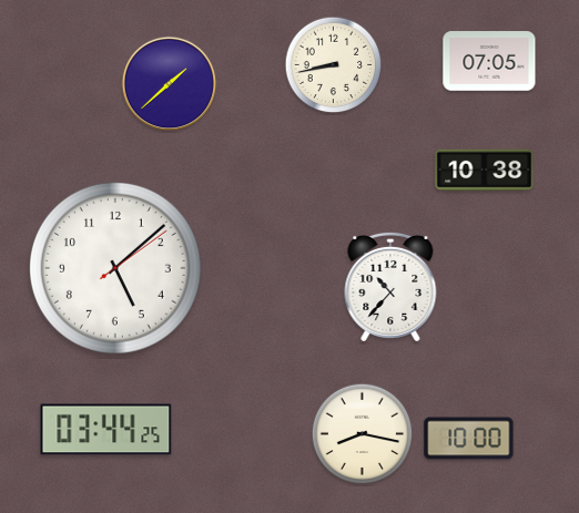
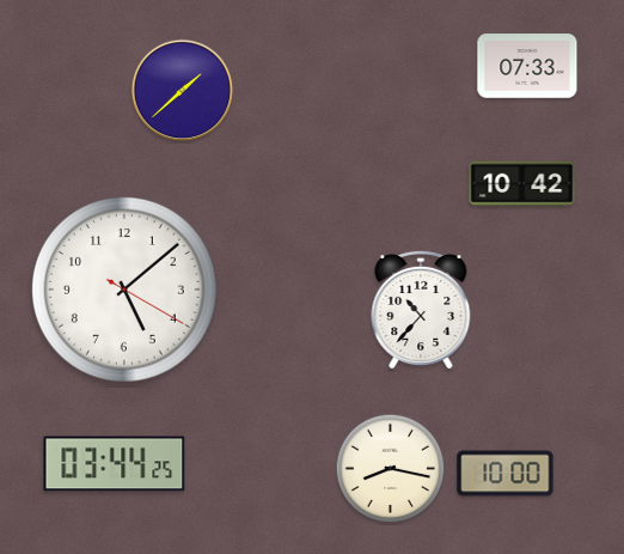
clock at (489, 61): 07:05 -> 07:33
clock at (334, 65): 8:43 -> none
clock at (485, 171): 10:38 -> 10:42
clock at (115, 268): 5:08:09 -> 5:08:20
